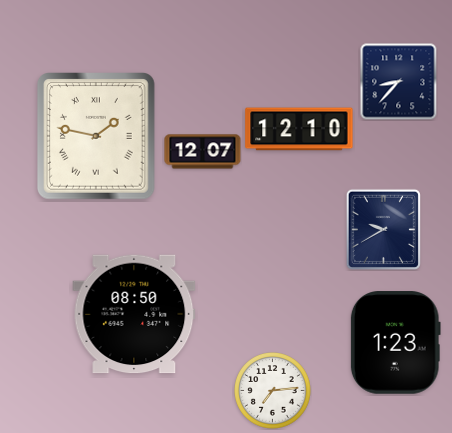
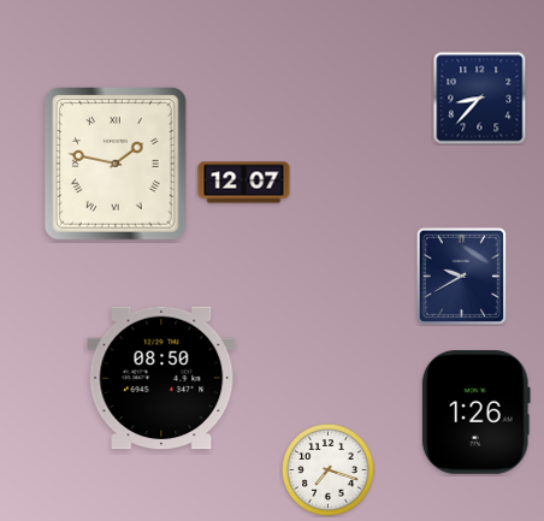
clock at (299, 129): 12:10 -> none
clock at (395, 343): 1:23 -> 1:26
clock at (273, 391): 7:14 -> 7:18
